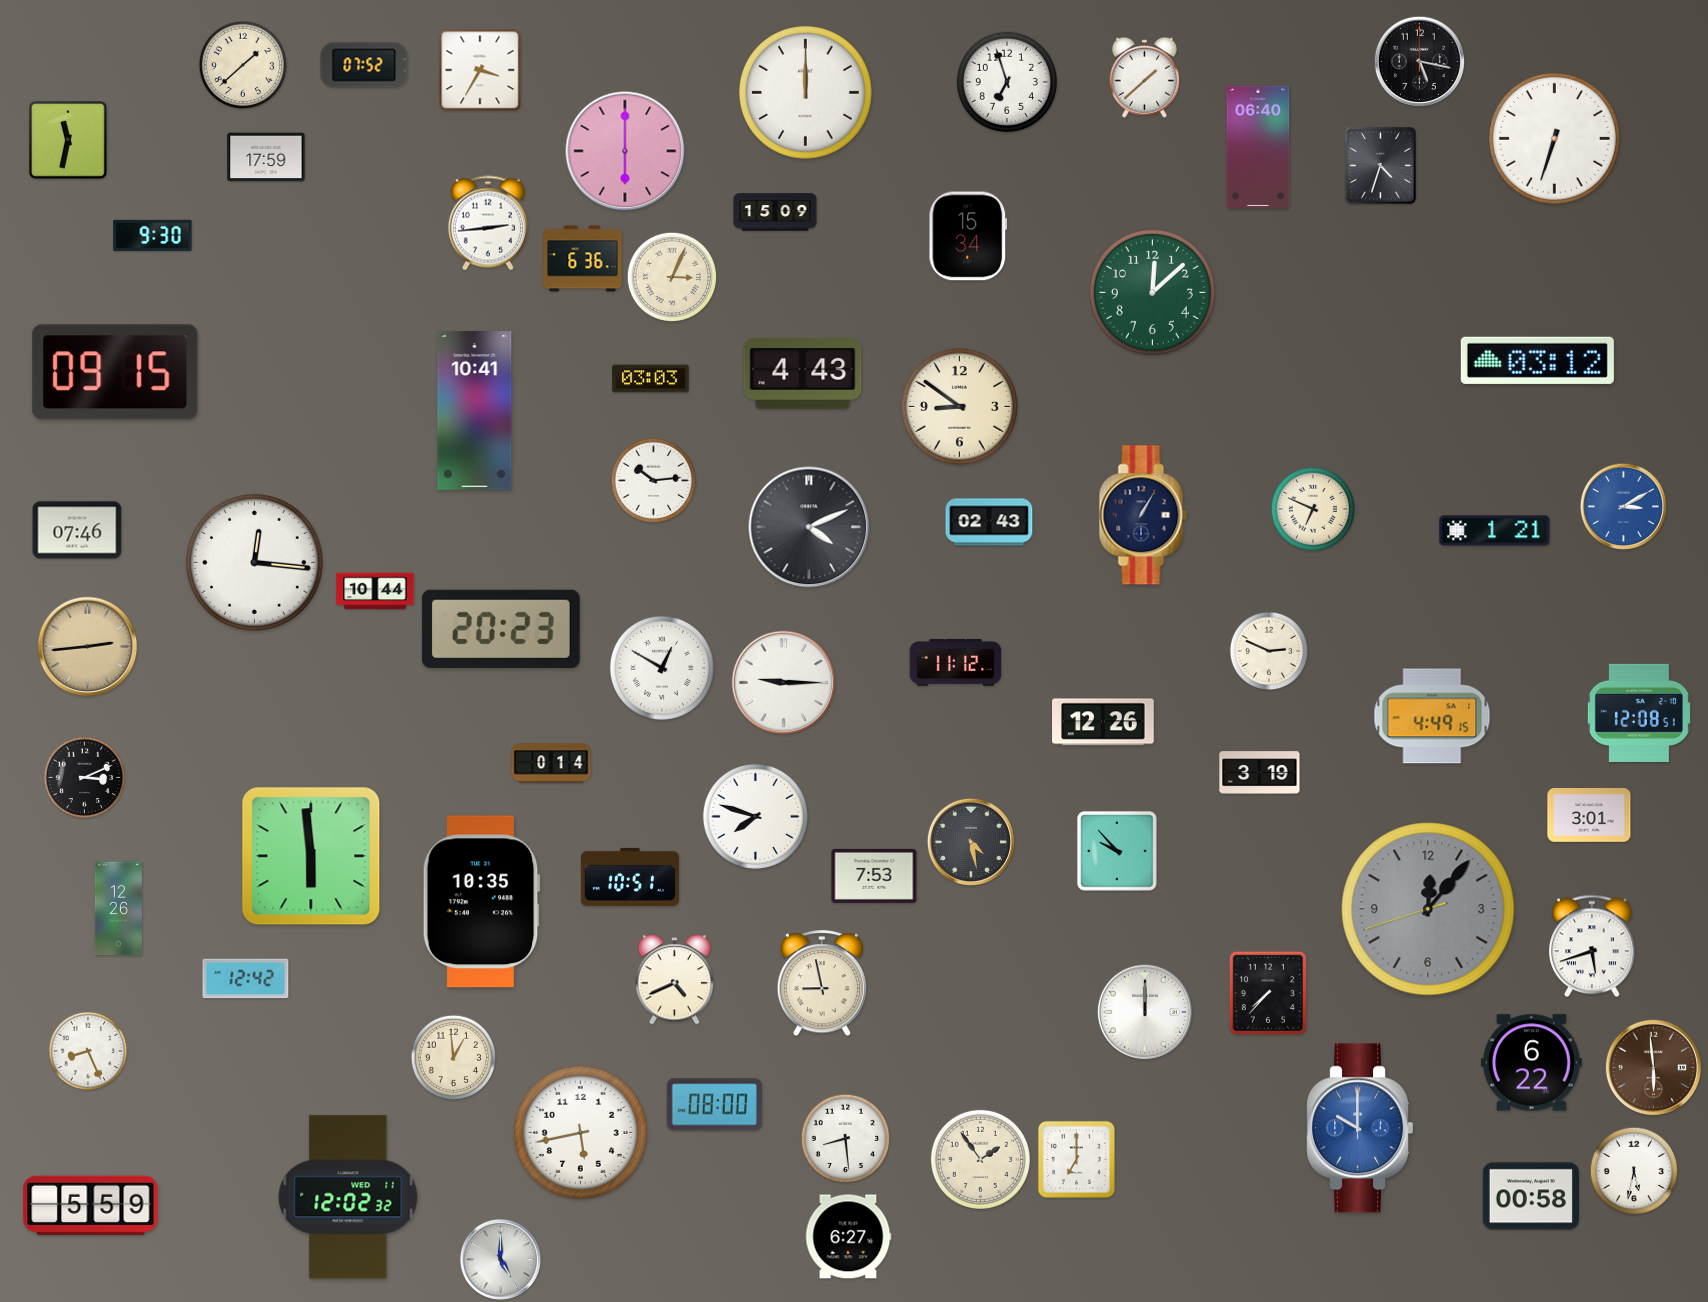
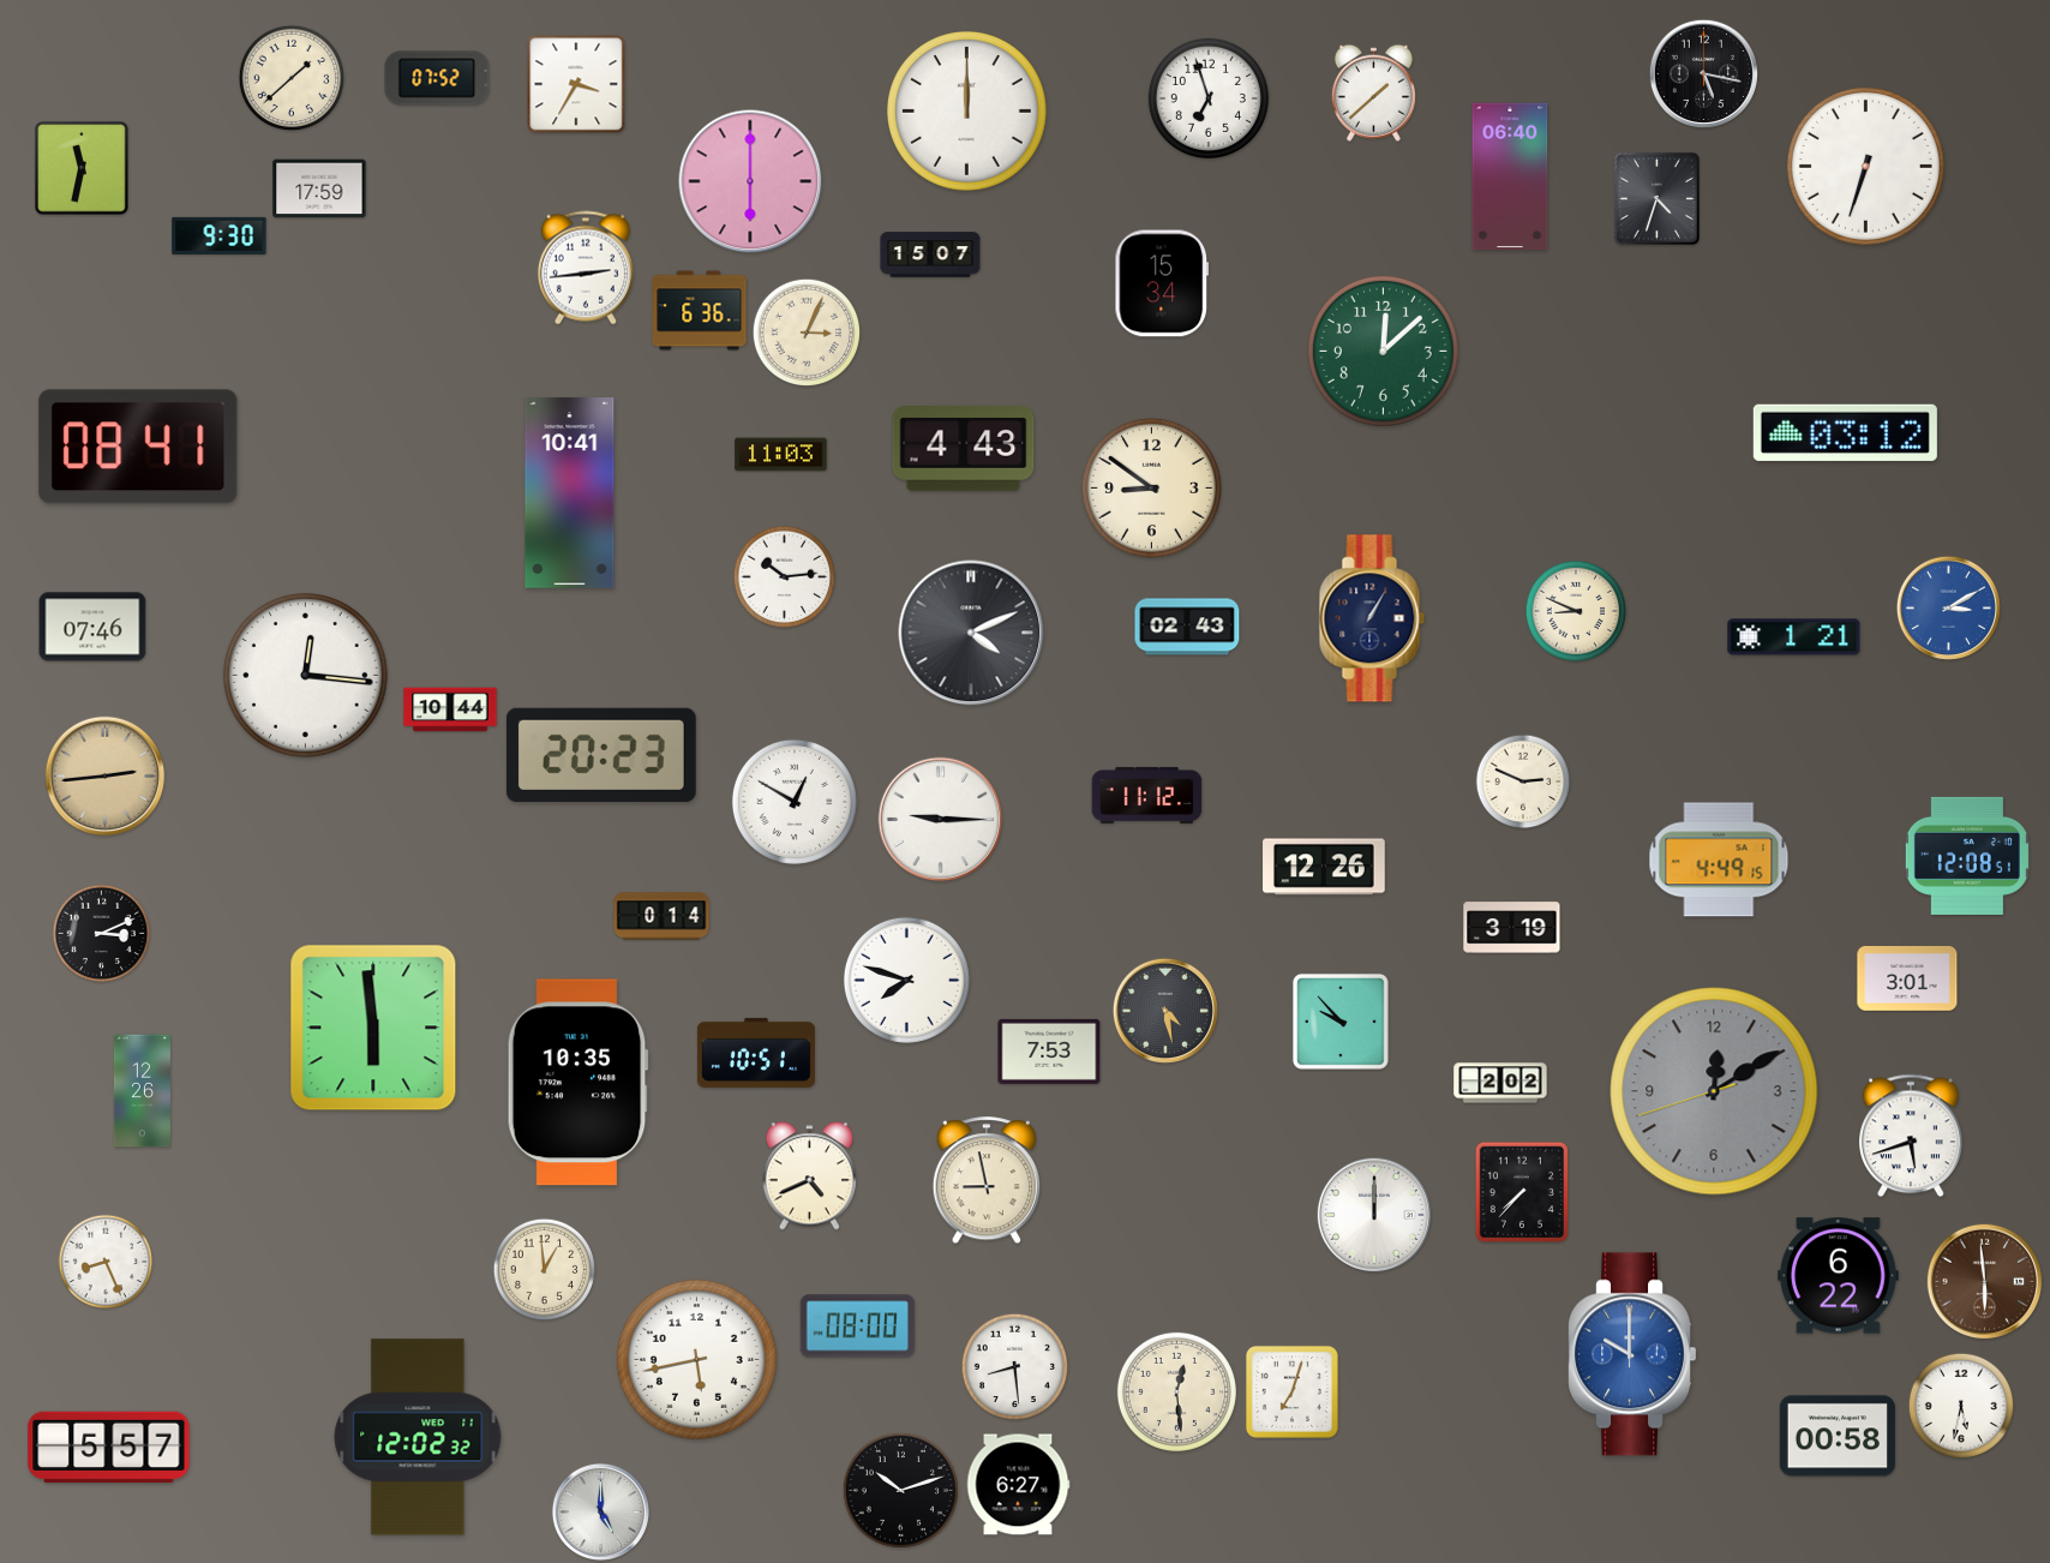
clock at (775, 212): 15:09 -> 15:07
clock at (153, 235) position: (153, 235) -> (220, 235)
clock at (115, 372): 09:15 -> 08:41
clock at (651, 379): 03:03 -> 11:03
clock at (1313, 509): 6:49 -> 8:49
clock at (77, 530) position: (77, 530) -> (92, 627)
clock at (1500, 1083): none -> 2:02
clock at (1428, 909): 12:06 -> 12:09
clock at (246, 979): 12:42 -> none
clock at (980, 1159): 1:54 -> 12:29
clock at (1076, 1159): 7:00 -> 7:03
clock at (91, 1206): 5:59 -> 5:57
clock at (900, 1490): none -> 10:12
